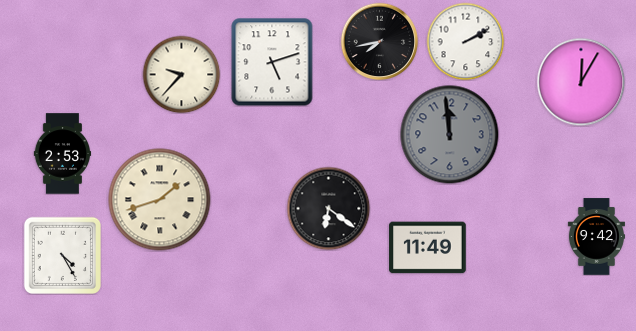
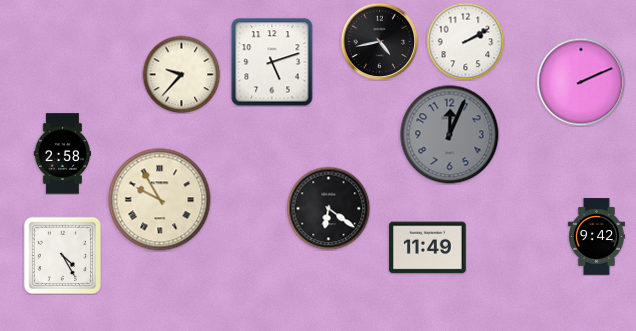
clock at (379, 41): 7:43 -> 4:43
clock at (581, 82): 12:05 -> 2:11
clock at (450, 135): 11:59 -> 12:04
clock at (63, 154): 2:53 -> 2:58
clock at (160, 200): 1:42 -> 9:55
